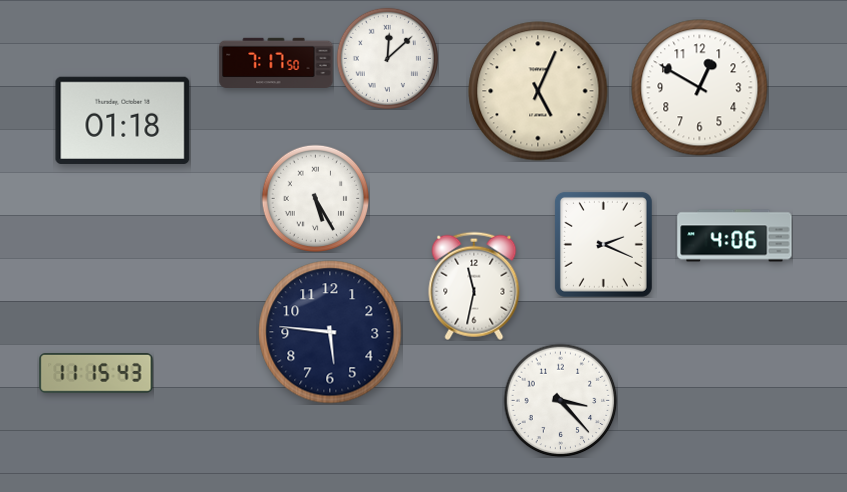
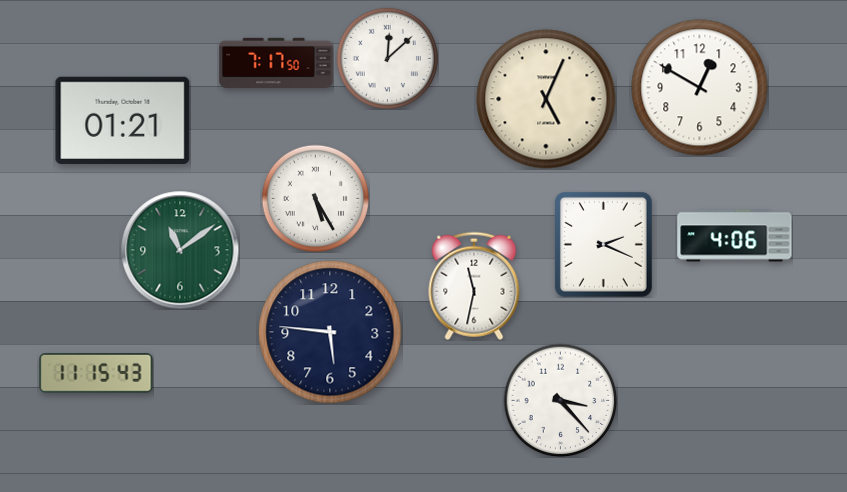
clock at (538, 91) position: (538, 91) -> (546, 99)
clock at (123, 120): 01:18 -> 01:21
clock at (180, 250): none -> 11:09
